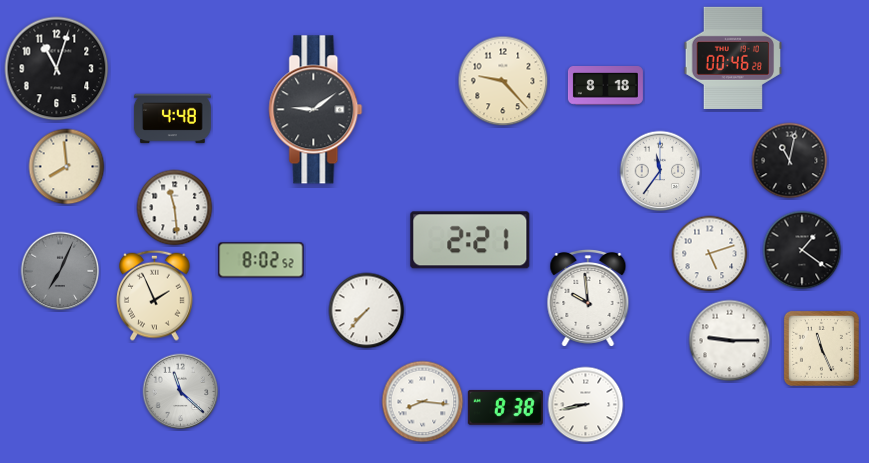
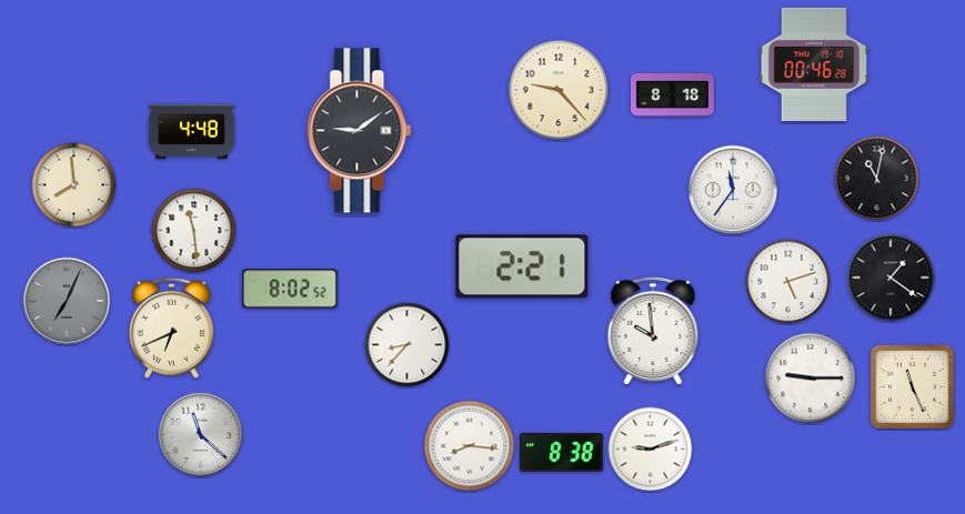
clock at (57, 69): 11:03 -> none
clock at (316, 110) position: (316, 110) -> (360, 131)
clock at (155, 295): 1:56 -> 6:41
clock at (367, 311): 7:37 -> 8:37
clock at (586, 405): 8:43 -> 9:12
